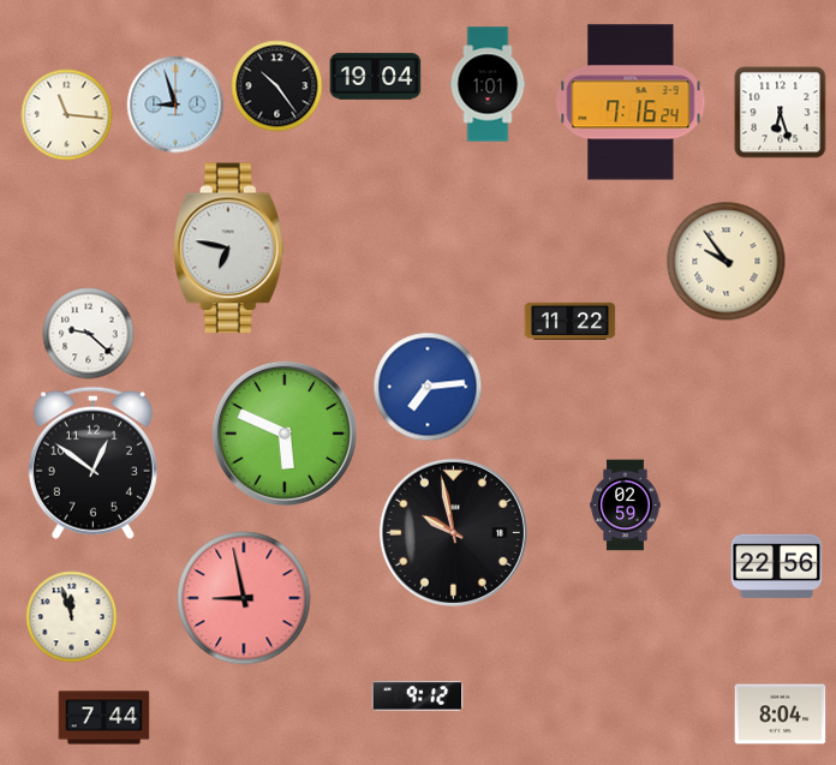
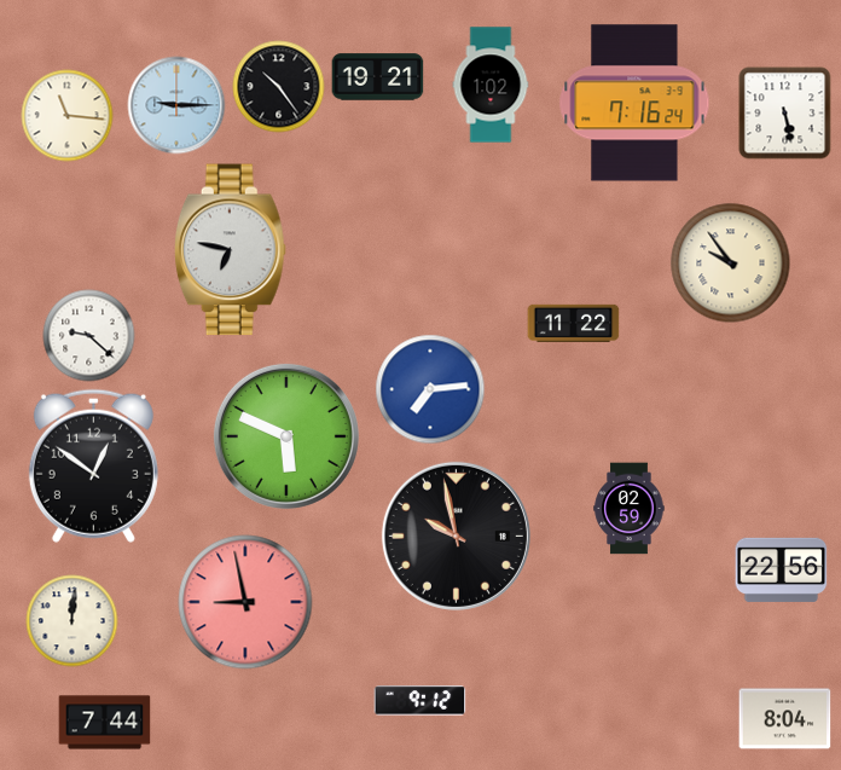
clock at (376, 77): 19:04 -> 19:21
clock at (488, 84): 1:01 -> 1:02
clock at (175, 104): 8:57 -> 9:15
clock at (781, 113): 6:27 -> 5:28
clock at (72, 617): 11:57 -> 12:01
